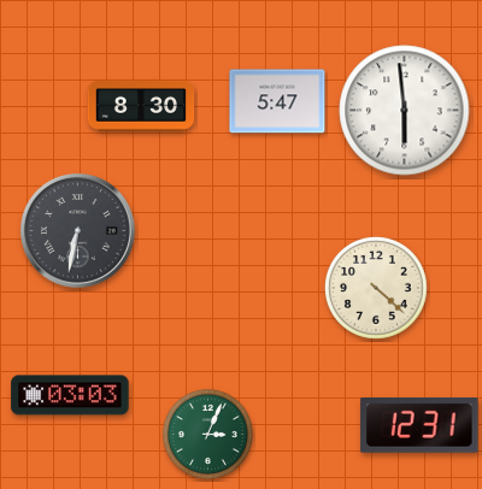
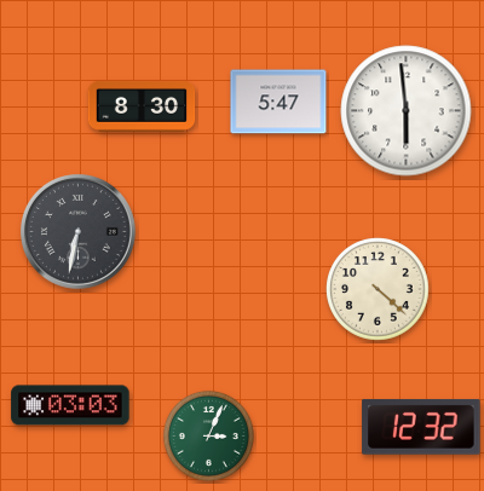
clock at (70, 395) position: (70, 395) -> (70, 405)
clock at (419, 425): 12:31 -> 12:32
